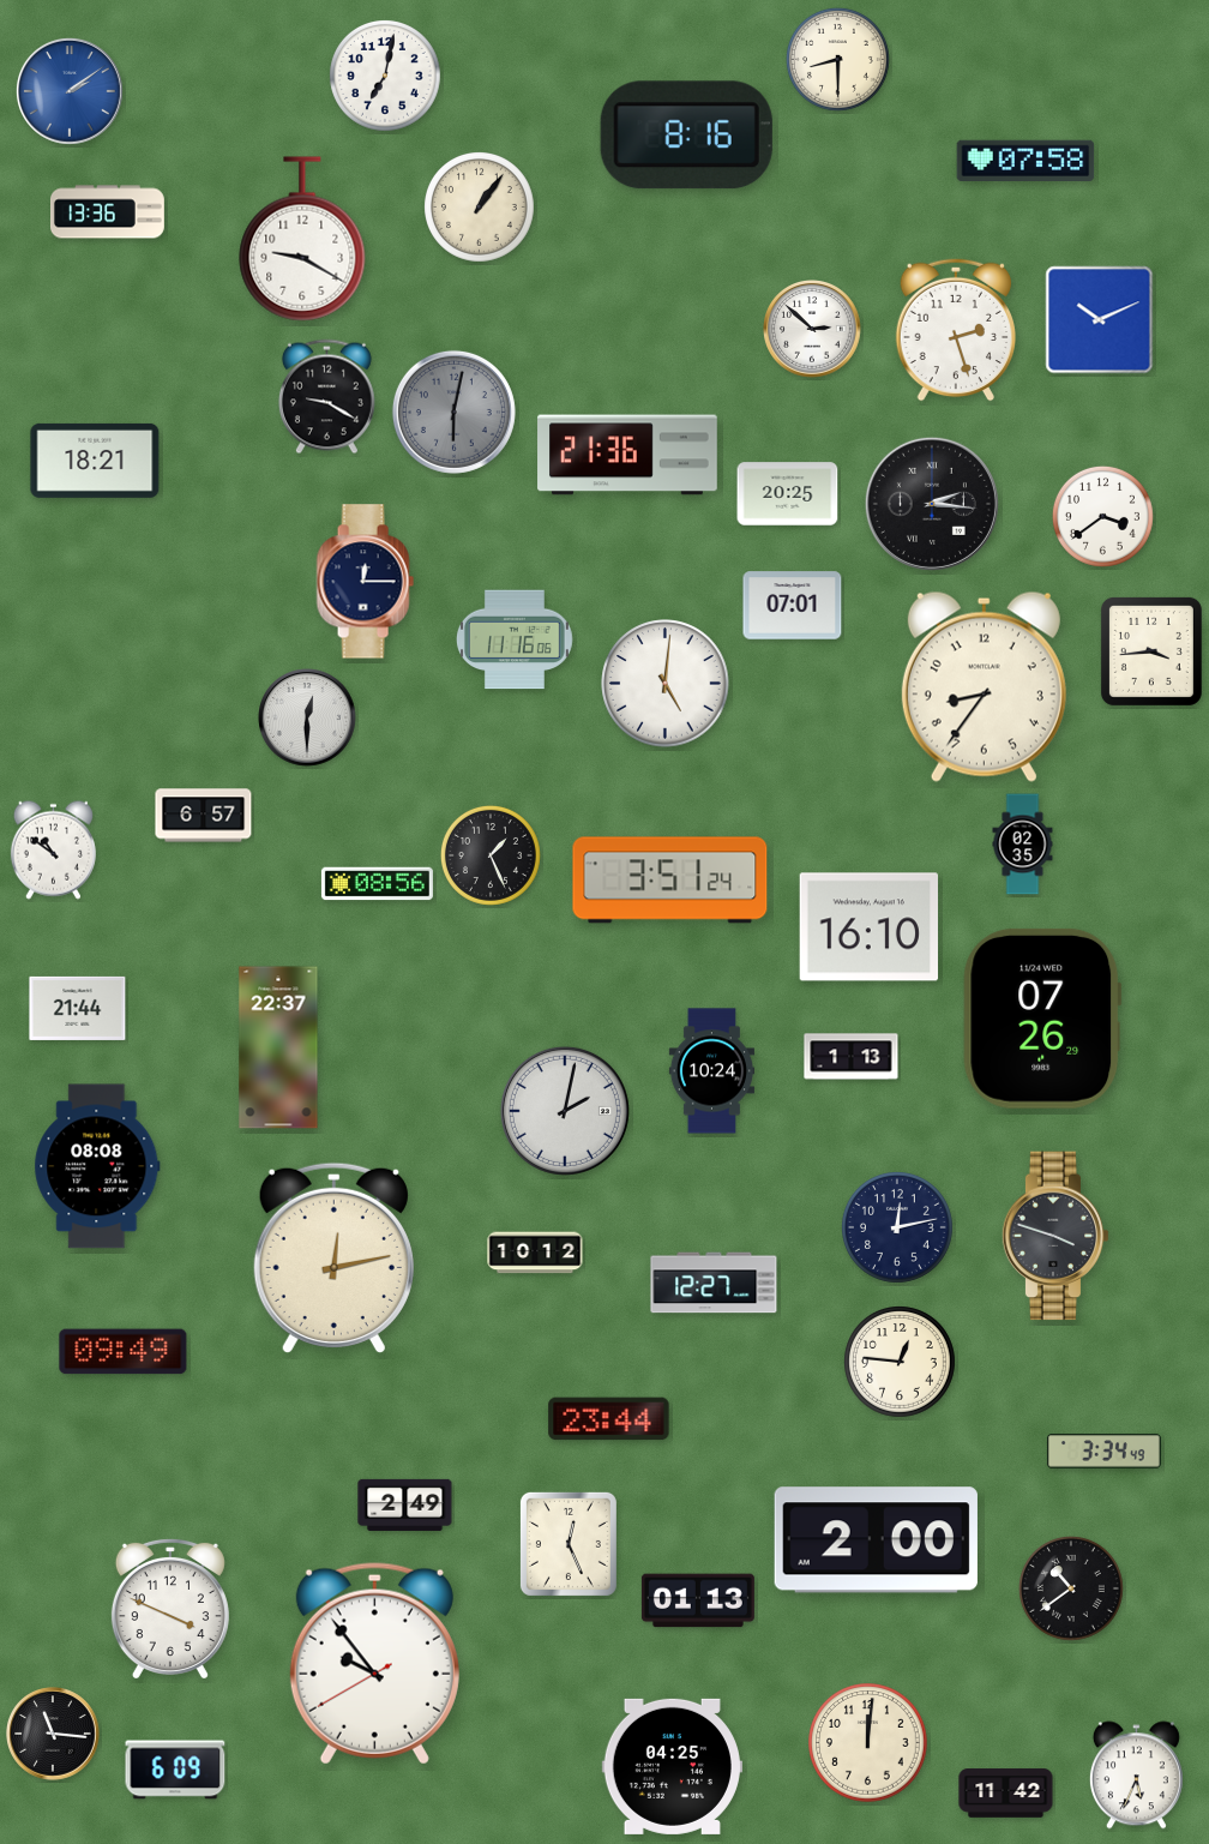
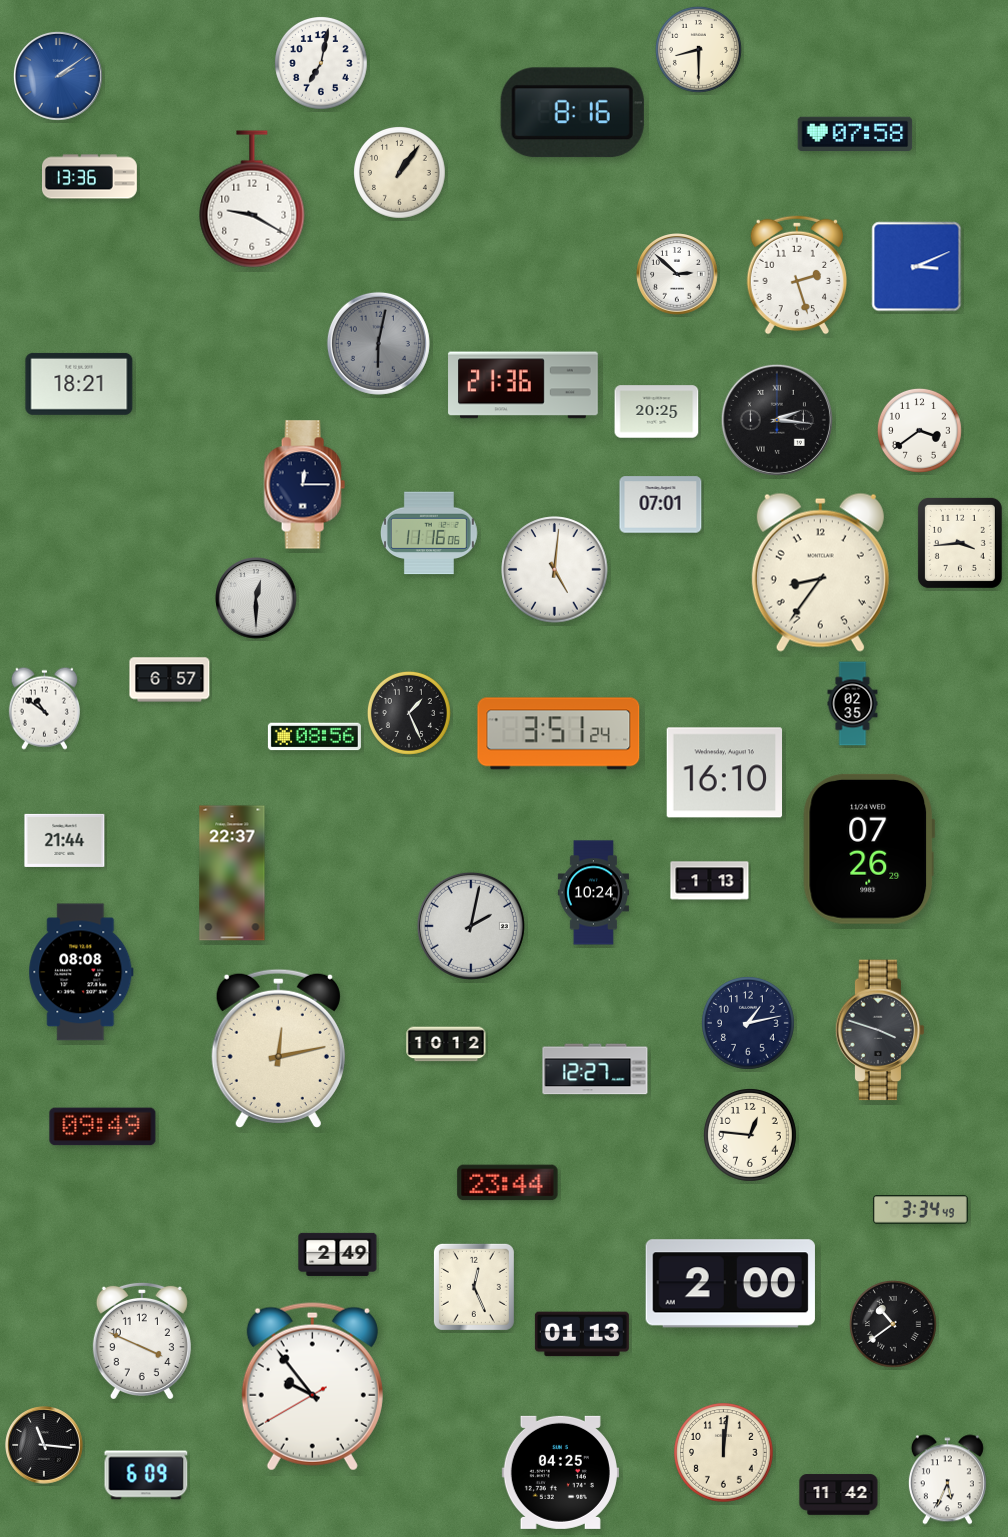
clock at (1100, 320): 10:11 -> 3:11
clock at (326, 397): 9:20 -> none
clock at (627, 455) position: (627, 455) -> (523, 385)
clock at (898, 1229): 12:13 -> 1:13
